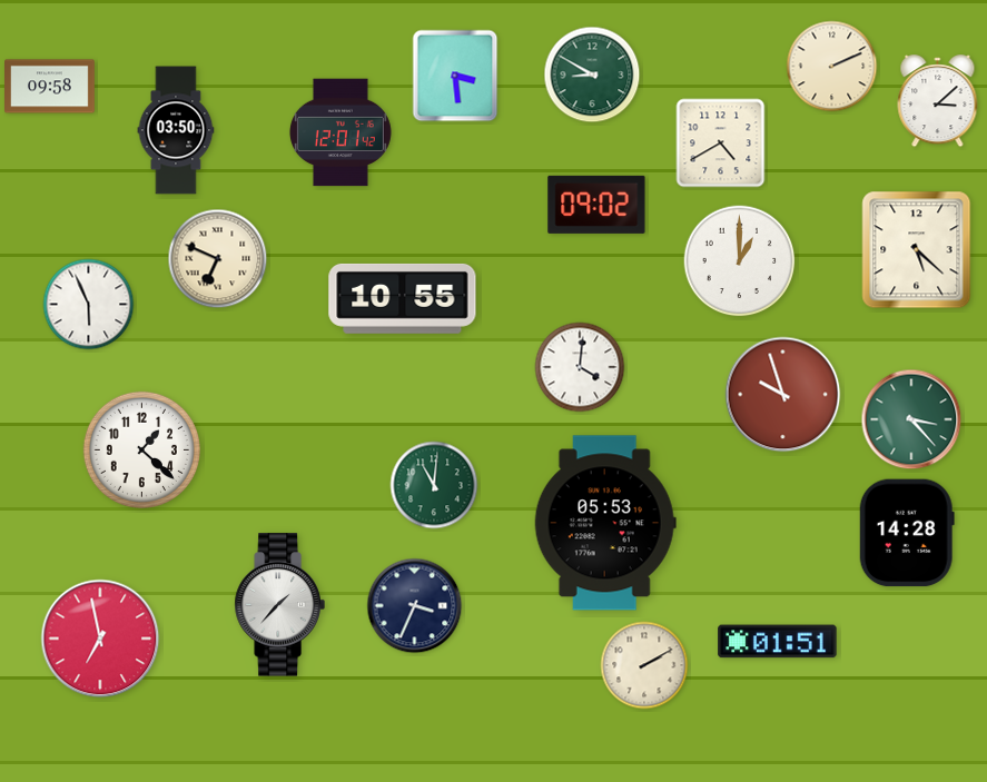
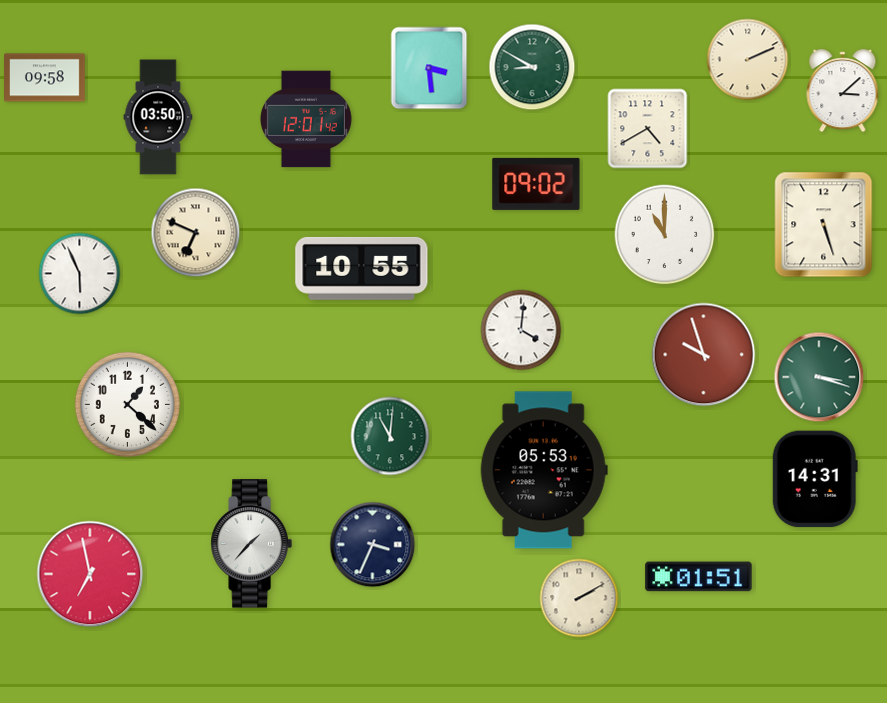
clock at (455, 76) position: (455, 76) -> (429, 68)
clock at (917, 250): 5:22 -> 5:27
clock at (740, 261): 1:00 -> 11:00
clock at (911, 419): 3:23 -> 3:18
clock at (907, 533): 14:28 -> 14:31
